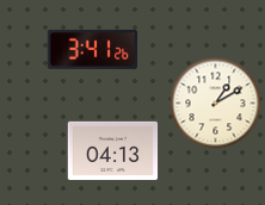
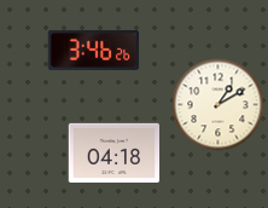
clock at (93, 49): 3:41 -> 3:46
clock at (113, 150): 04:13 -> 04:18
